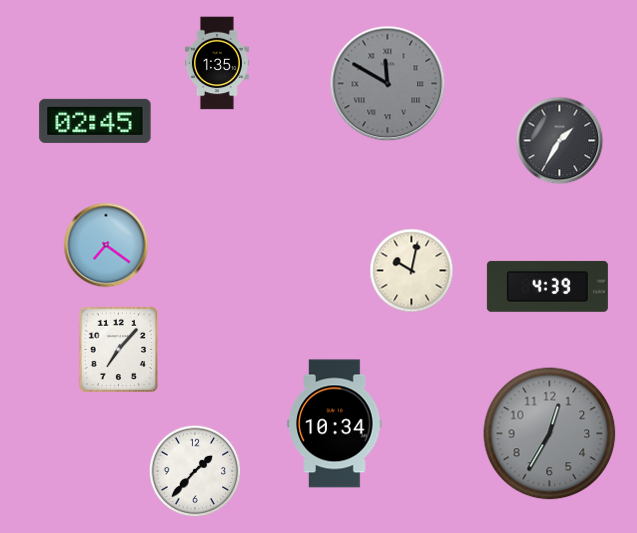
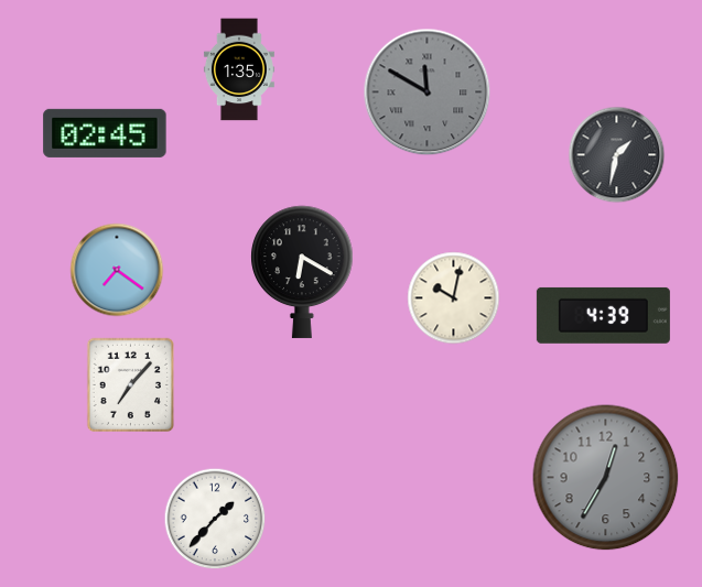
clock at (560, 141): 1:35 -> 1:32
clock at (302, 272): none -> 6:20
clock at (335, 424): 10:34 -> none
